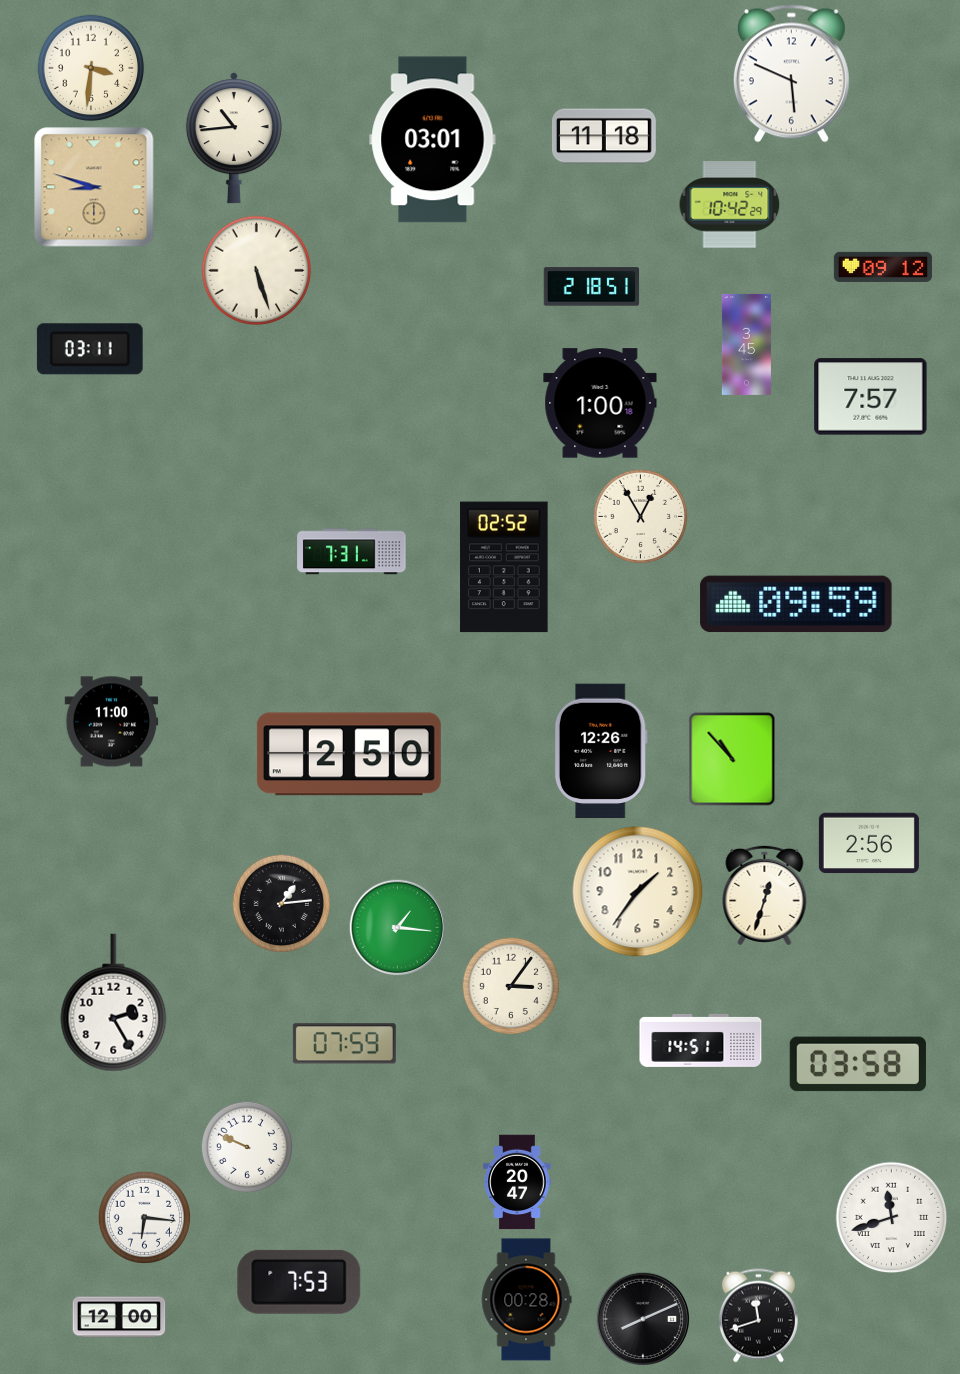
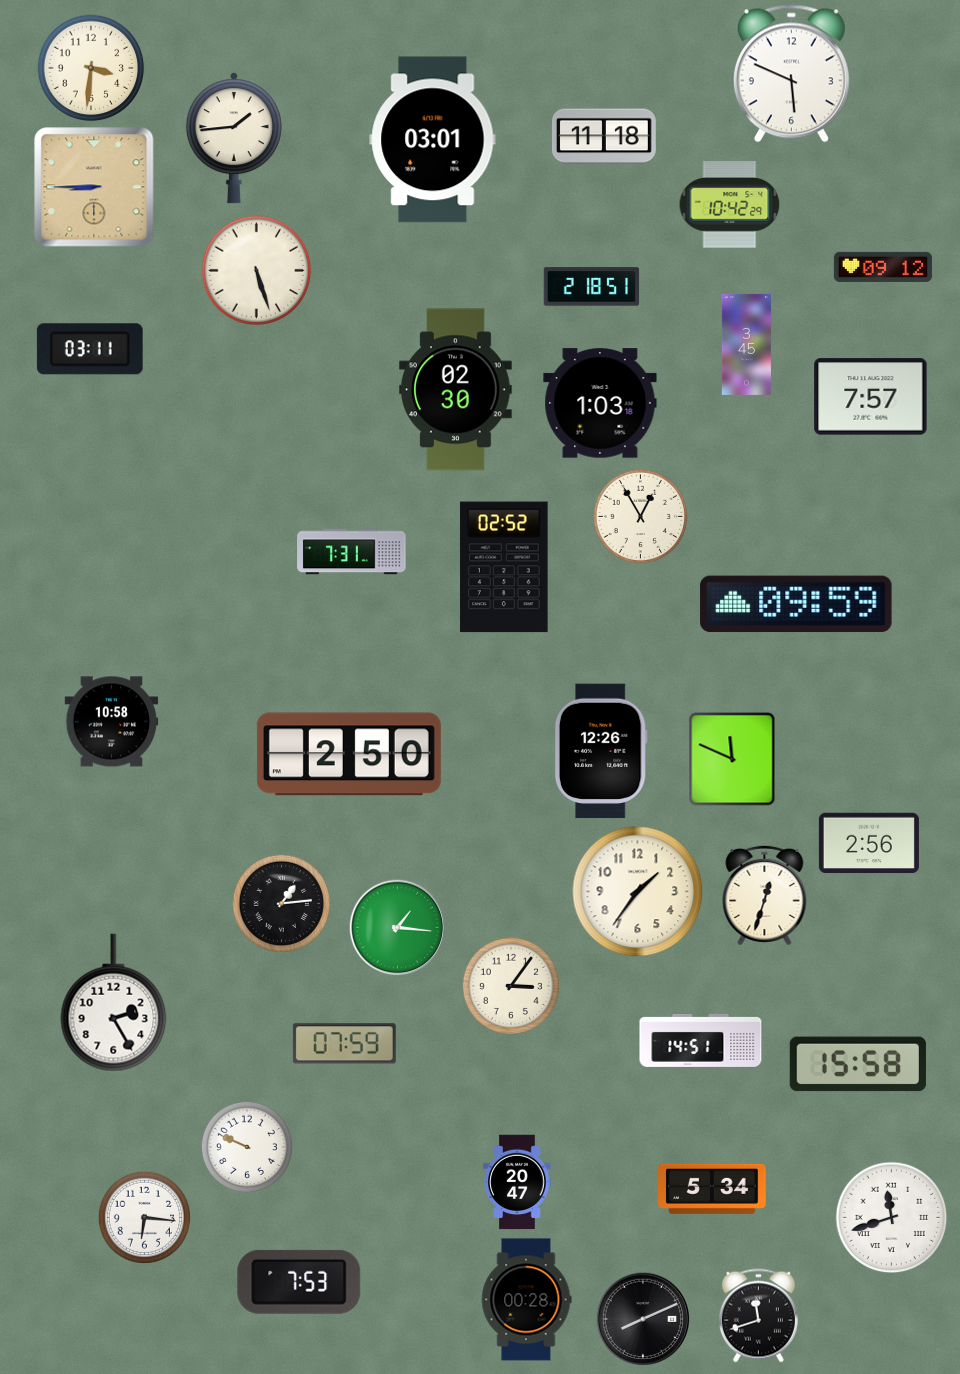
clock at (234, 138): 10:44 -> 1:44
clock at (94, 187): 8:48 -> 8:45
clock at (456, 390): none -> 02:30
clock at (600, 403): 1:00 -> 1:03
clock at (112, 722): 11:00 -> 10:58
clock at (732, 759): 10:53 -> 11:49
clock at (858, 1064): 03:58 -> 15:58
clock at (712, 1189): none -> 5:34
clock at (119, 1317): 12:00 -> none
